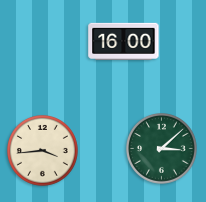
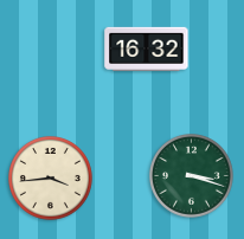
clock at (124, 41): 16:00 -> 16:32
clock at (162, 149): 3:08 -> 3:18
